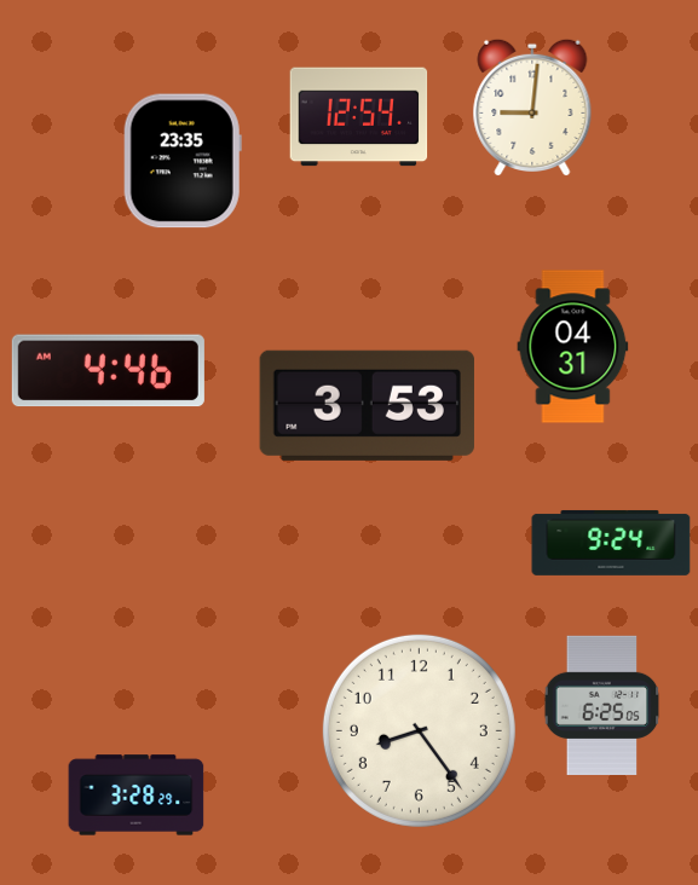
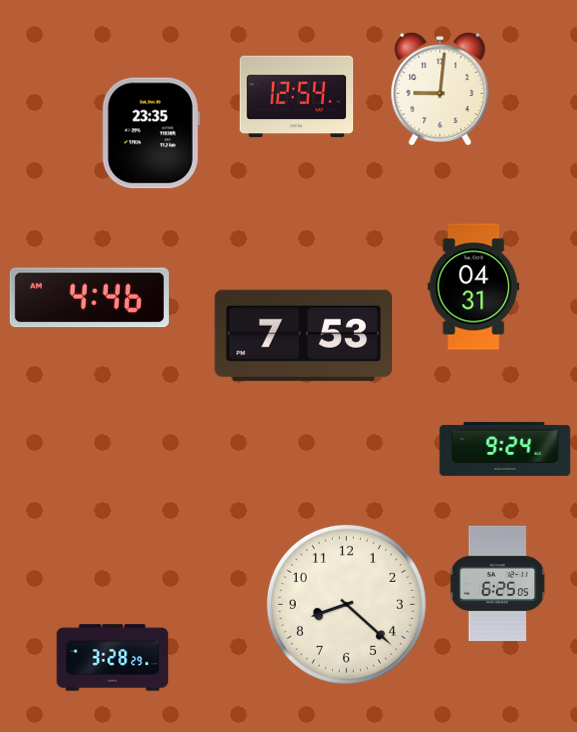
clock at (108, 371) position: (108, 371) -> (89, 298)
clock at (367, 405): 3:53 -> 7:53
clock at (419, 730): 8:24 -> 8:22
